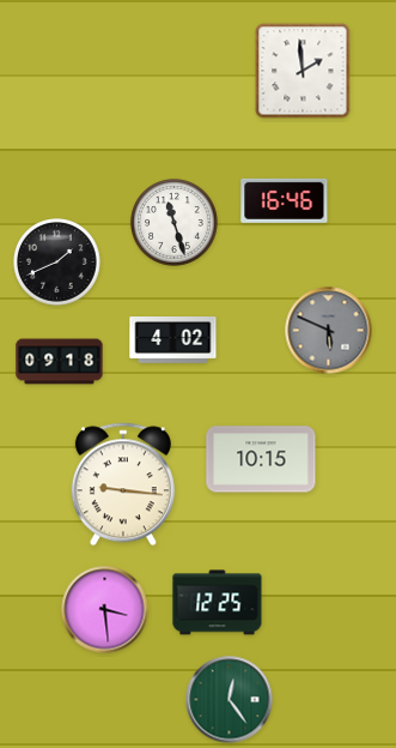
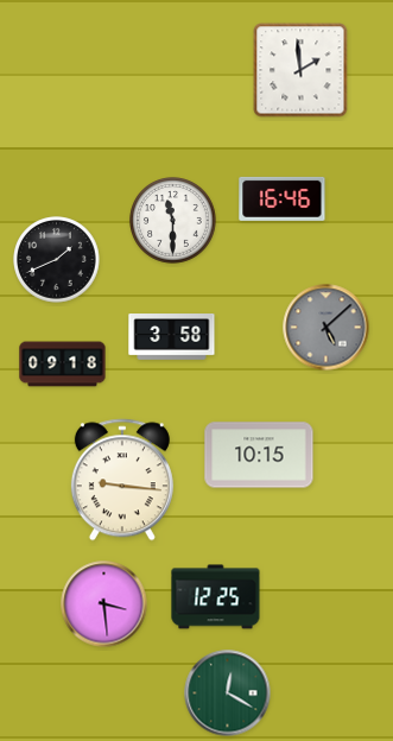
clock at (175, 223): 11:27 -> 11:30
clock at (329, 331): 5:49 -> 5:08
clock at (173, 340): 4:02 -> 3:58
clock at (60, 362) position: (60, 362) -> (63, 365)
clock at (230, 700): 12:24 -> 12:20
